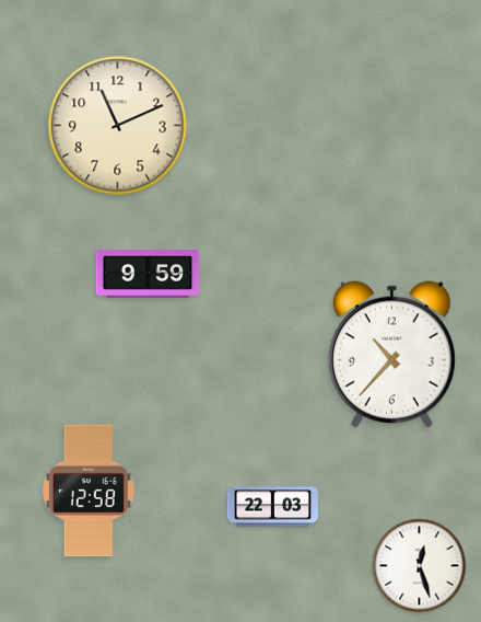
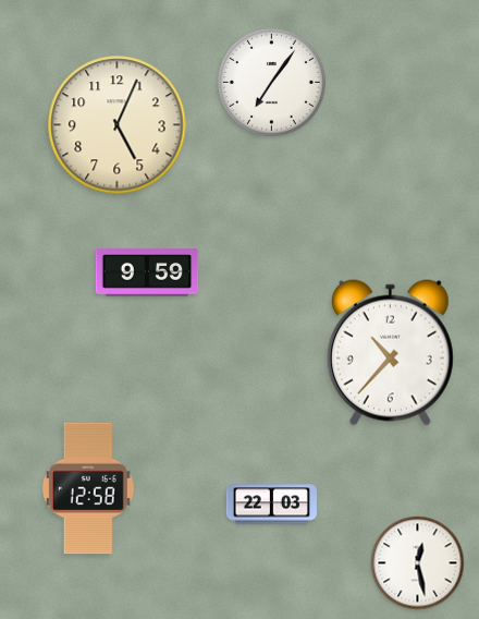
clock at (271, 82): none -> 7:06
clock at (118, 126): 11:11 -> 5:04
clock at (420, 566): 12:27 -> 12:28
